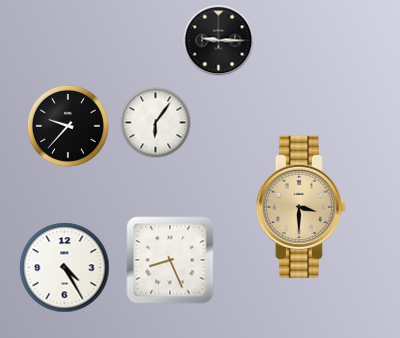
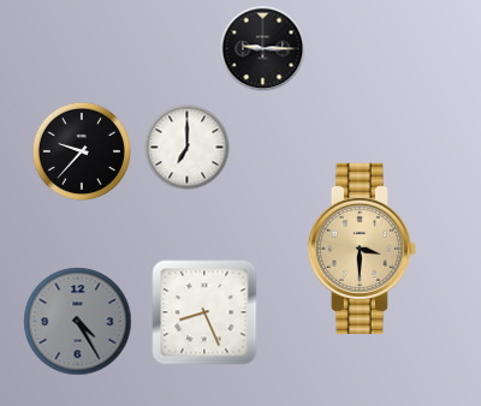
clock at (156, 123): 6:06 -> 7:00
clock at (65, 268) dial: white -> grey
